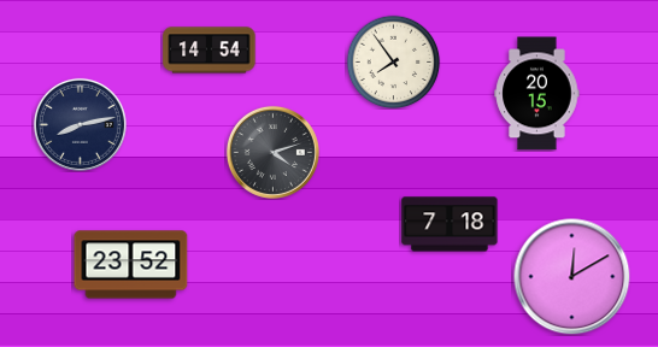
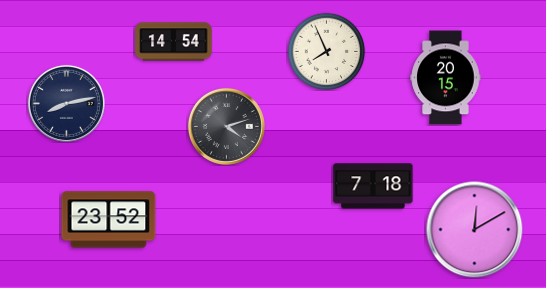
clock at (393, 61): 7:54 -> 7:56
